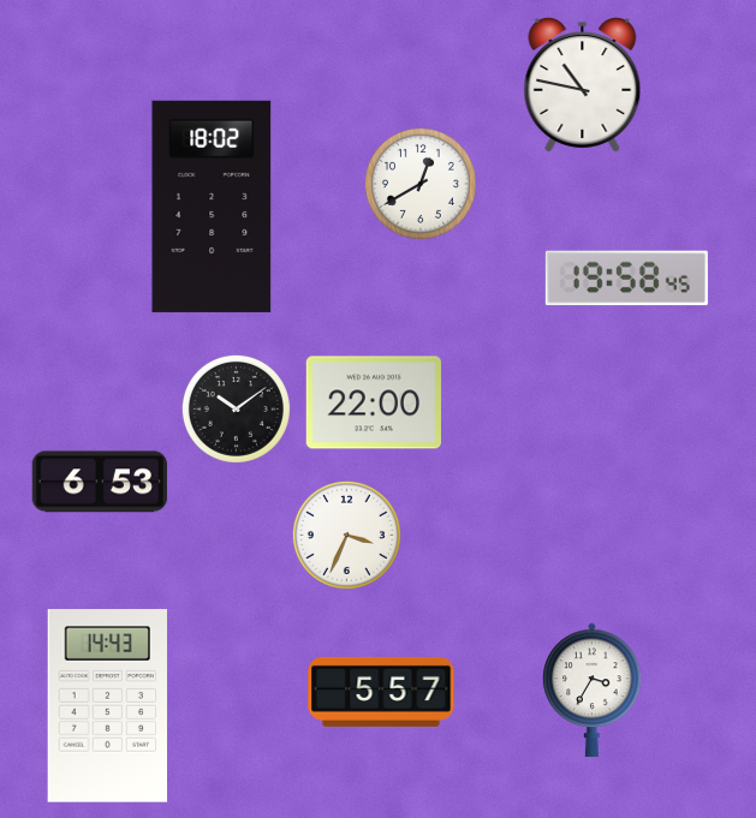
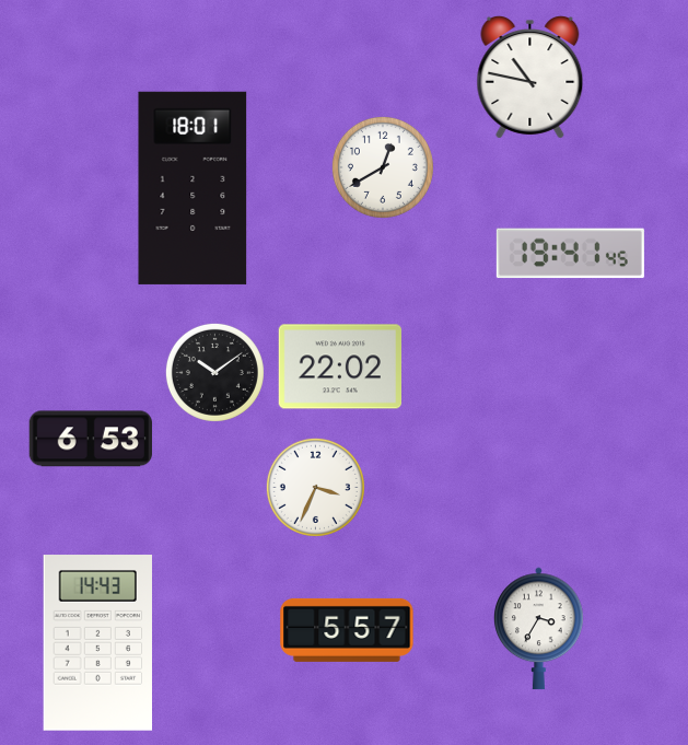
clock at (212, 207): 18:02 -> 18:01
clock at (626, 279): 19:58 -> 19:41
clock at (373, 402): 22:00 -> 22:02
